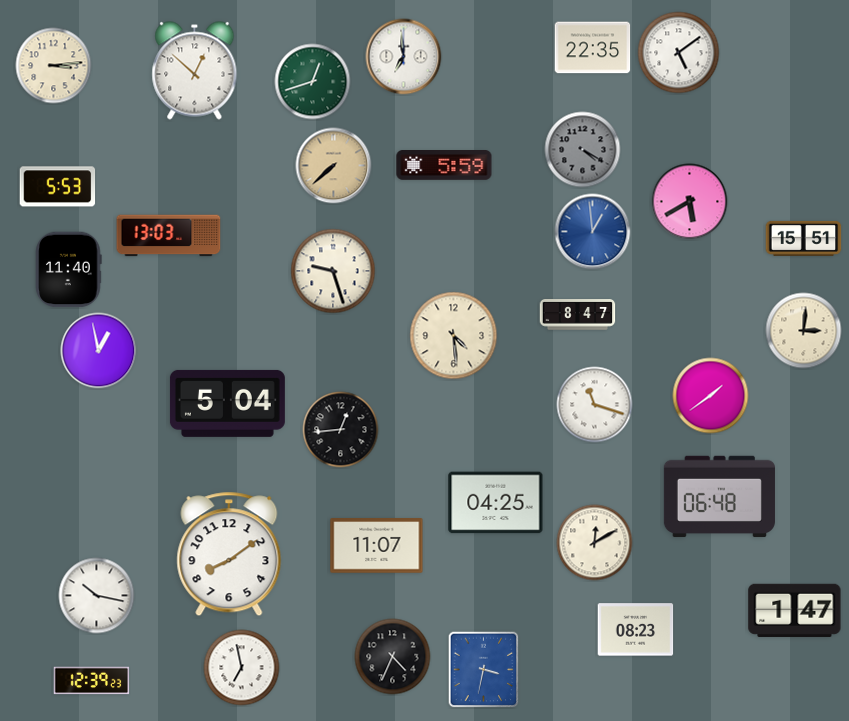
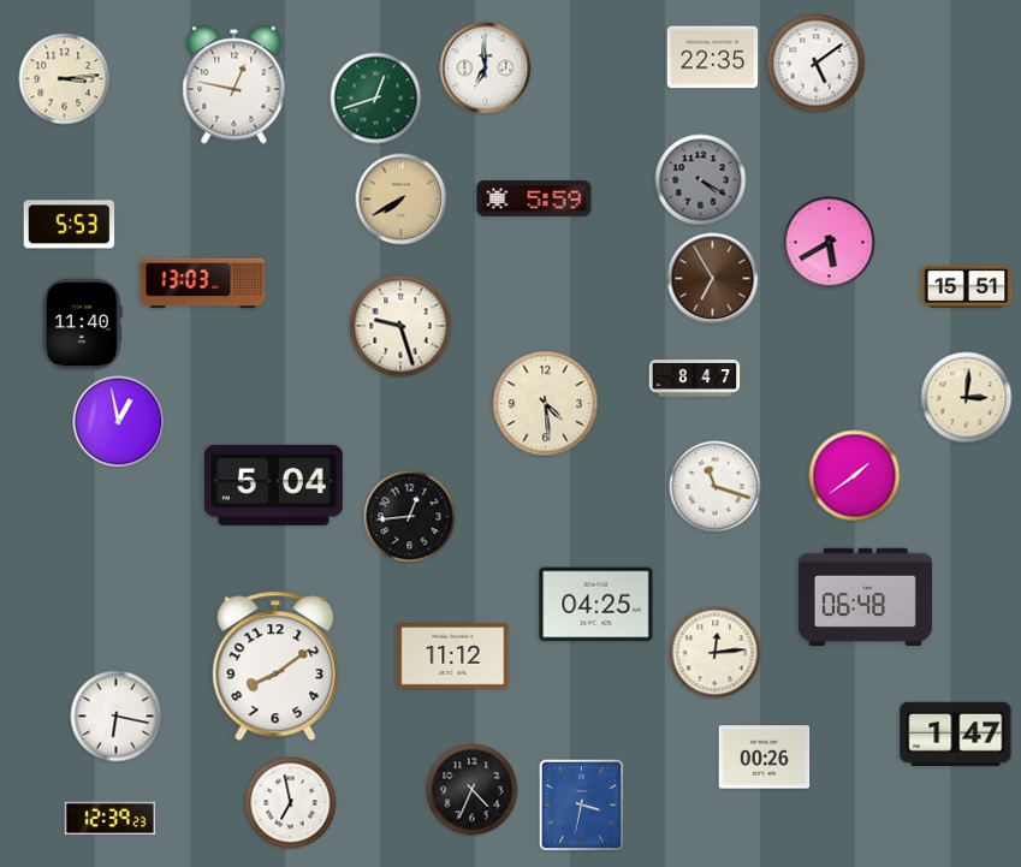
clock at (195, 71): 12:52 -> 12:47
clock at (334, 166): 7:38 -> 7:40
clock at (593, 232): 12:59 -> 6:55
clock at (593, 232) dial: blue -> brown
clock at (595, 543): 12:10 -> 12:14
clock at (377, 546): 11:07 -> 11:12
clock at (97, 596): 10:17 -> 6:17
clock at (636, 630): 08:23 -> 00:26
